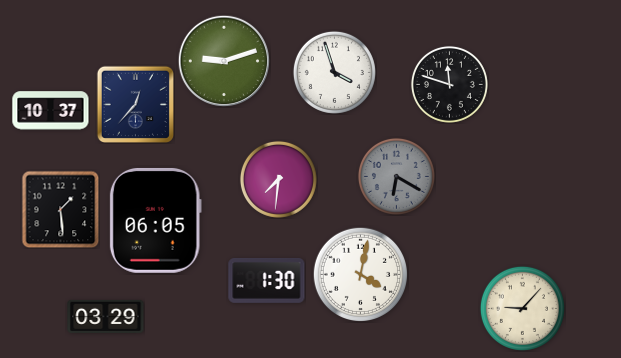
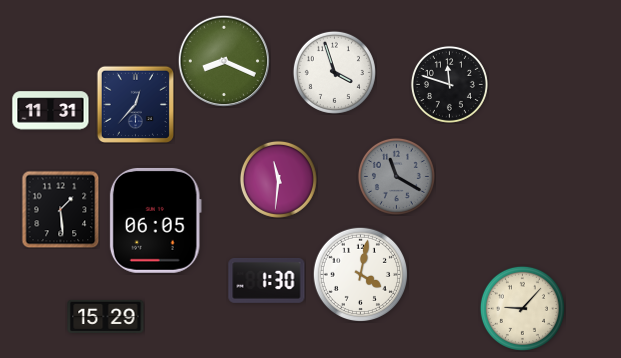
clock at (223, 60): 9:12 -> 8:19
clock at (51, 111): 10:37 -> 11:31
clock at (396, 176): 6:20 -> 11:20
clock at (278, 179): 7:31 -> 11:31
clock at (106, 316): 03:29 -> 15:29
